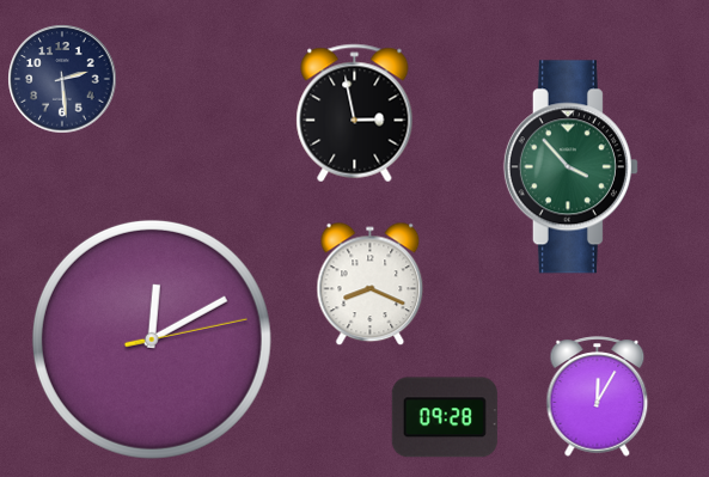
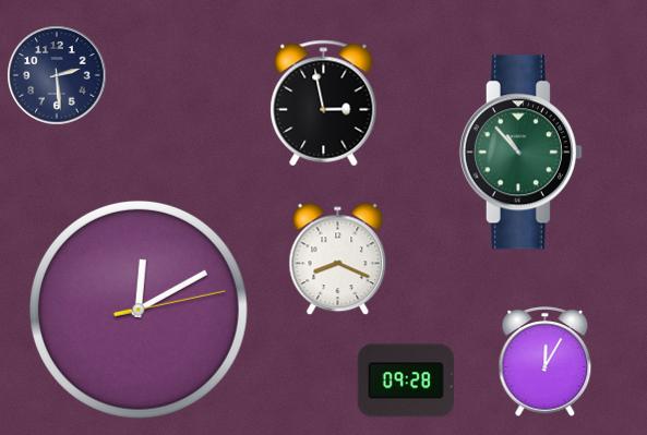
clock at (62, 79) position: (62, 79) -> (57, 75)
clock at (570, 167): 3:53 -> 10:53
